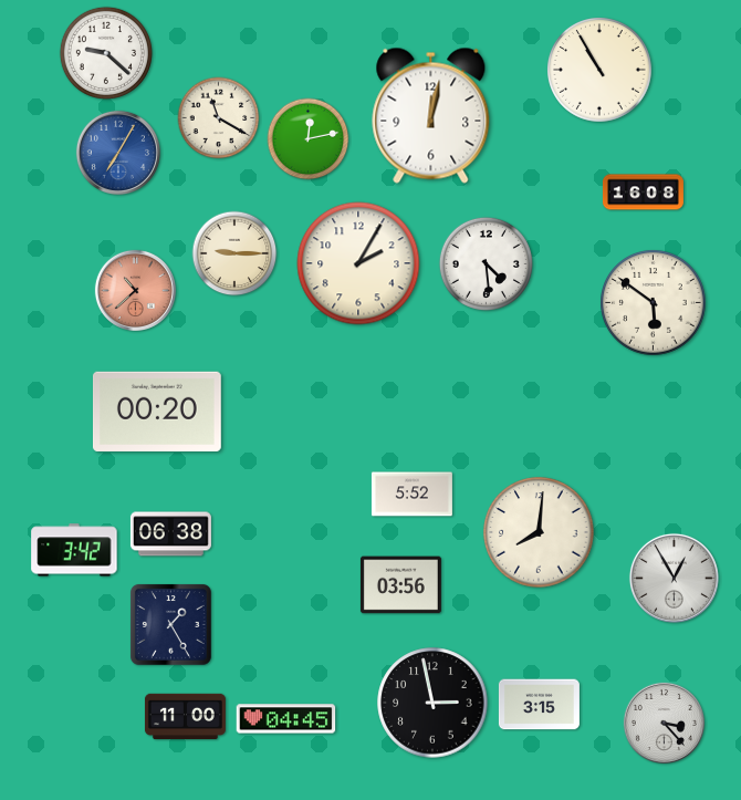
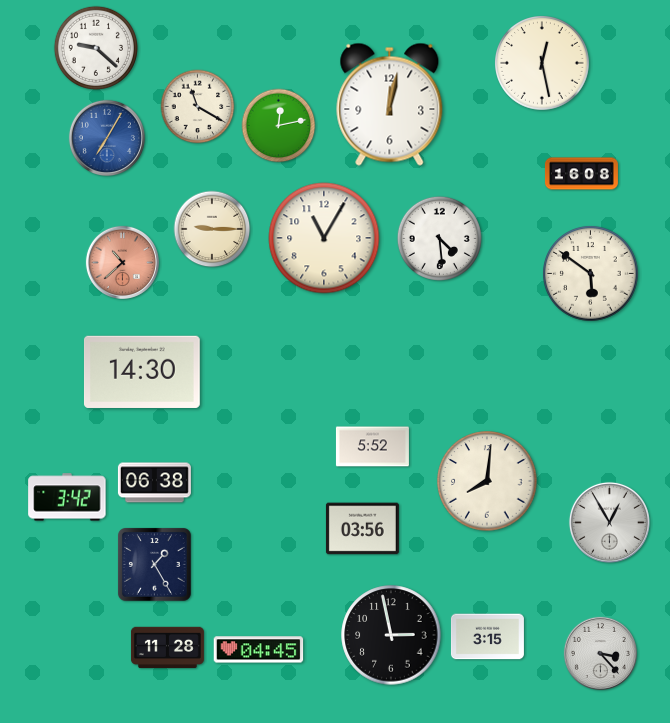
clock at (601, 71): 10:55 -> 12:28
clock at (358, 263): 2:05 -> 11:05
clock at (157, 412): 00:20 -> 14:30
clock at (185, 717): 11:00 -> 11:28
